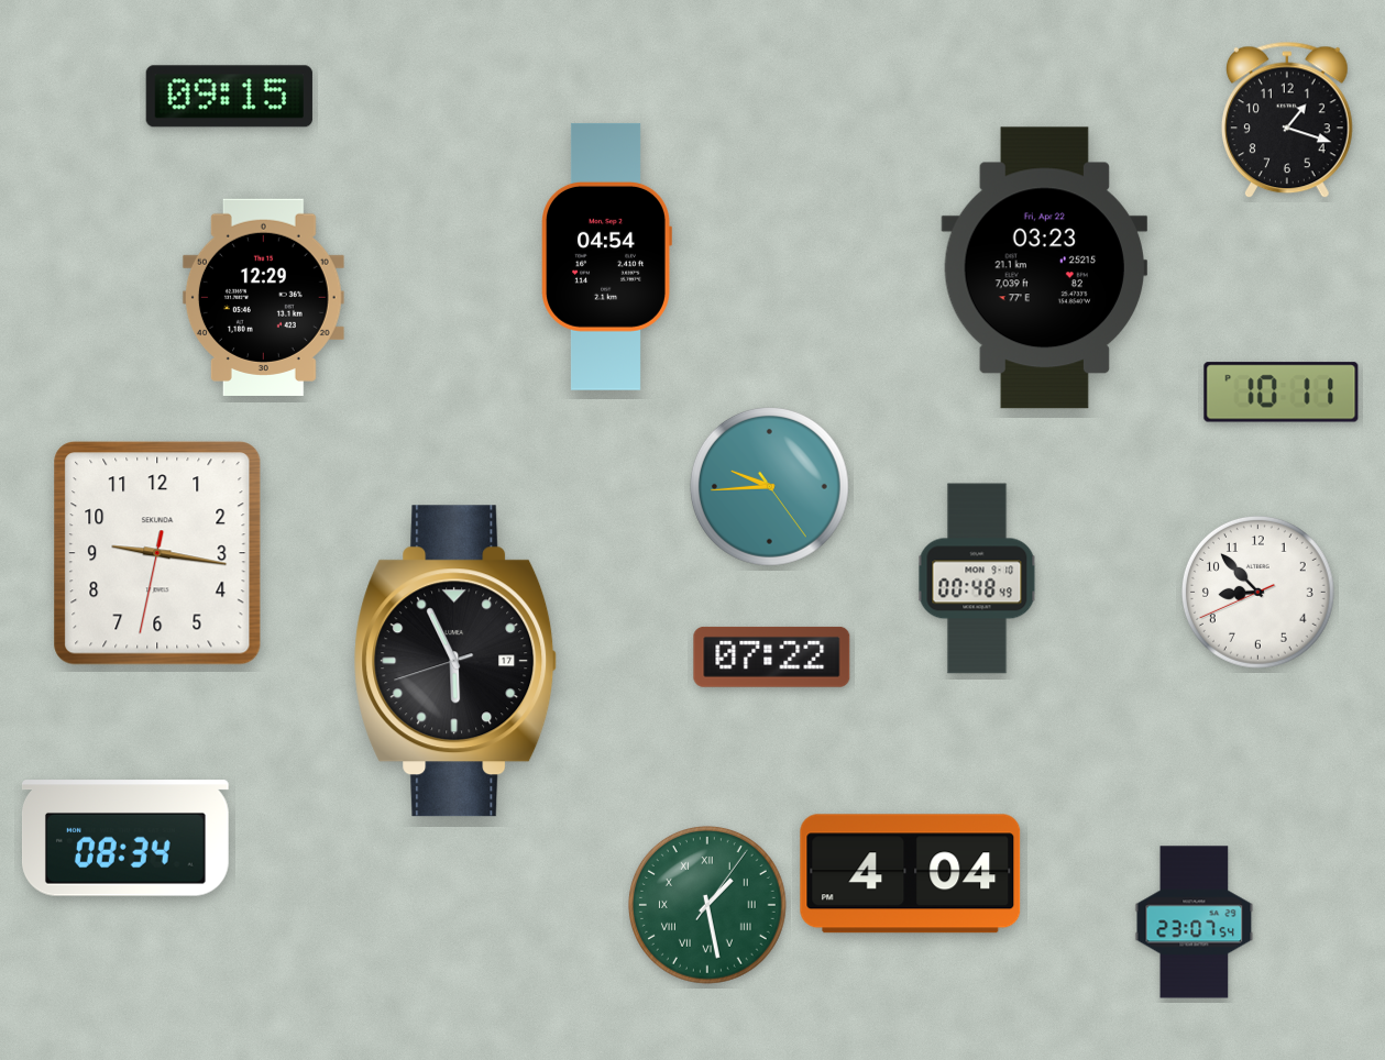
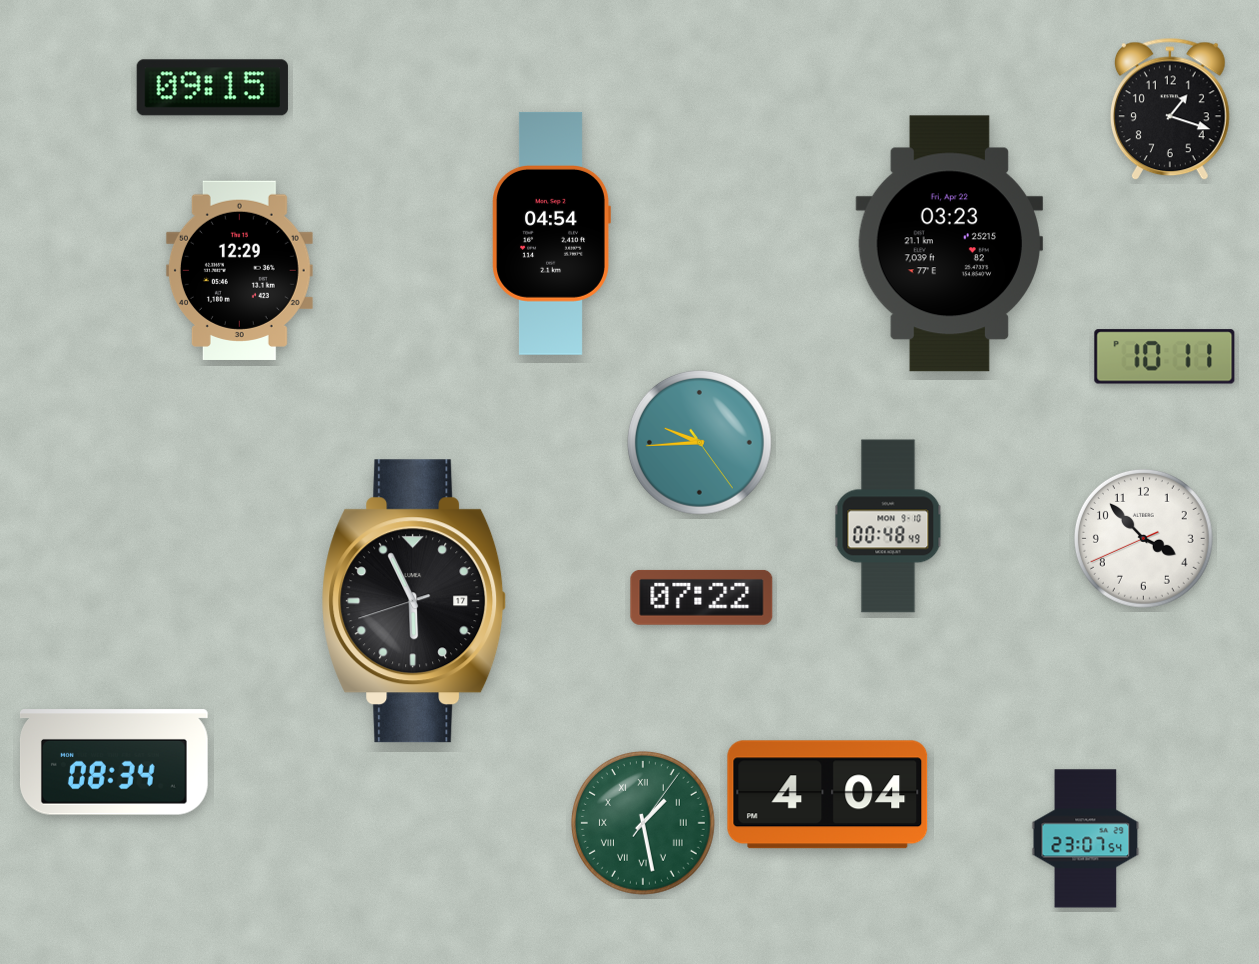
clock at (229, 97) position: (229, 97) -> (212, 88)
clock at (157, 553): 9:16 -> none
clock at (1257, 592): 8:52 -> 3:52
